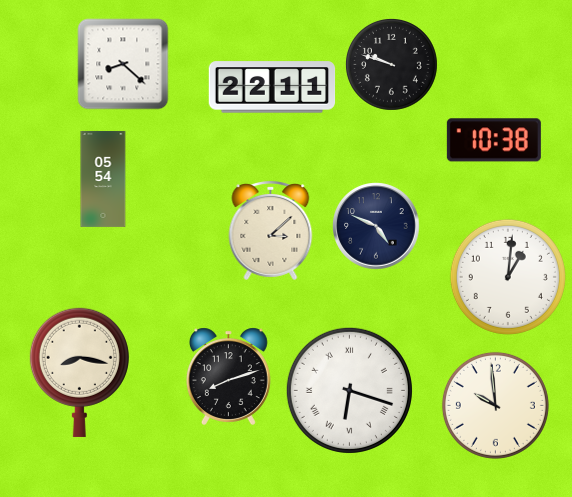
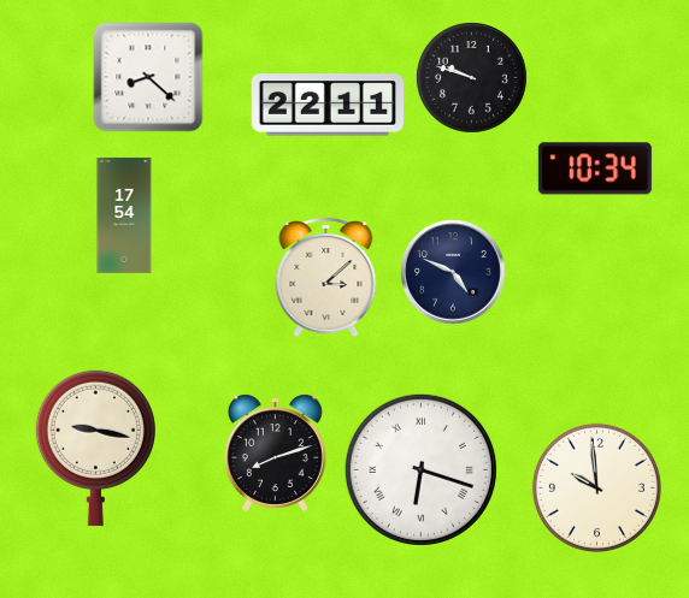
clock at (494, 140): 10:38 -> 10:34
clock at (103, 179): 05:54 -> 17:54
clock at (508, 277): 1:01 -> none
clock at (79, 372): 8:17 -> 9:17
